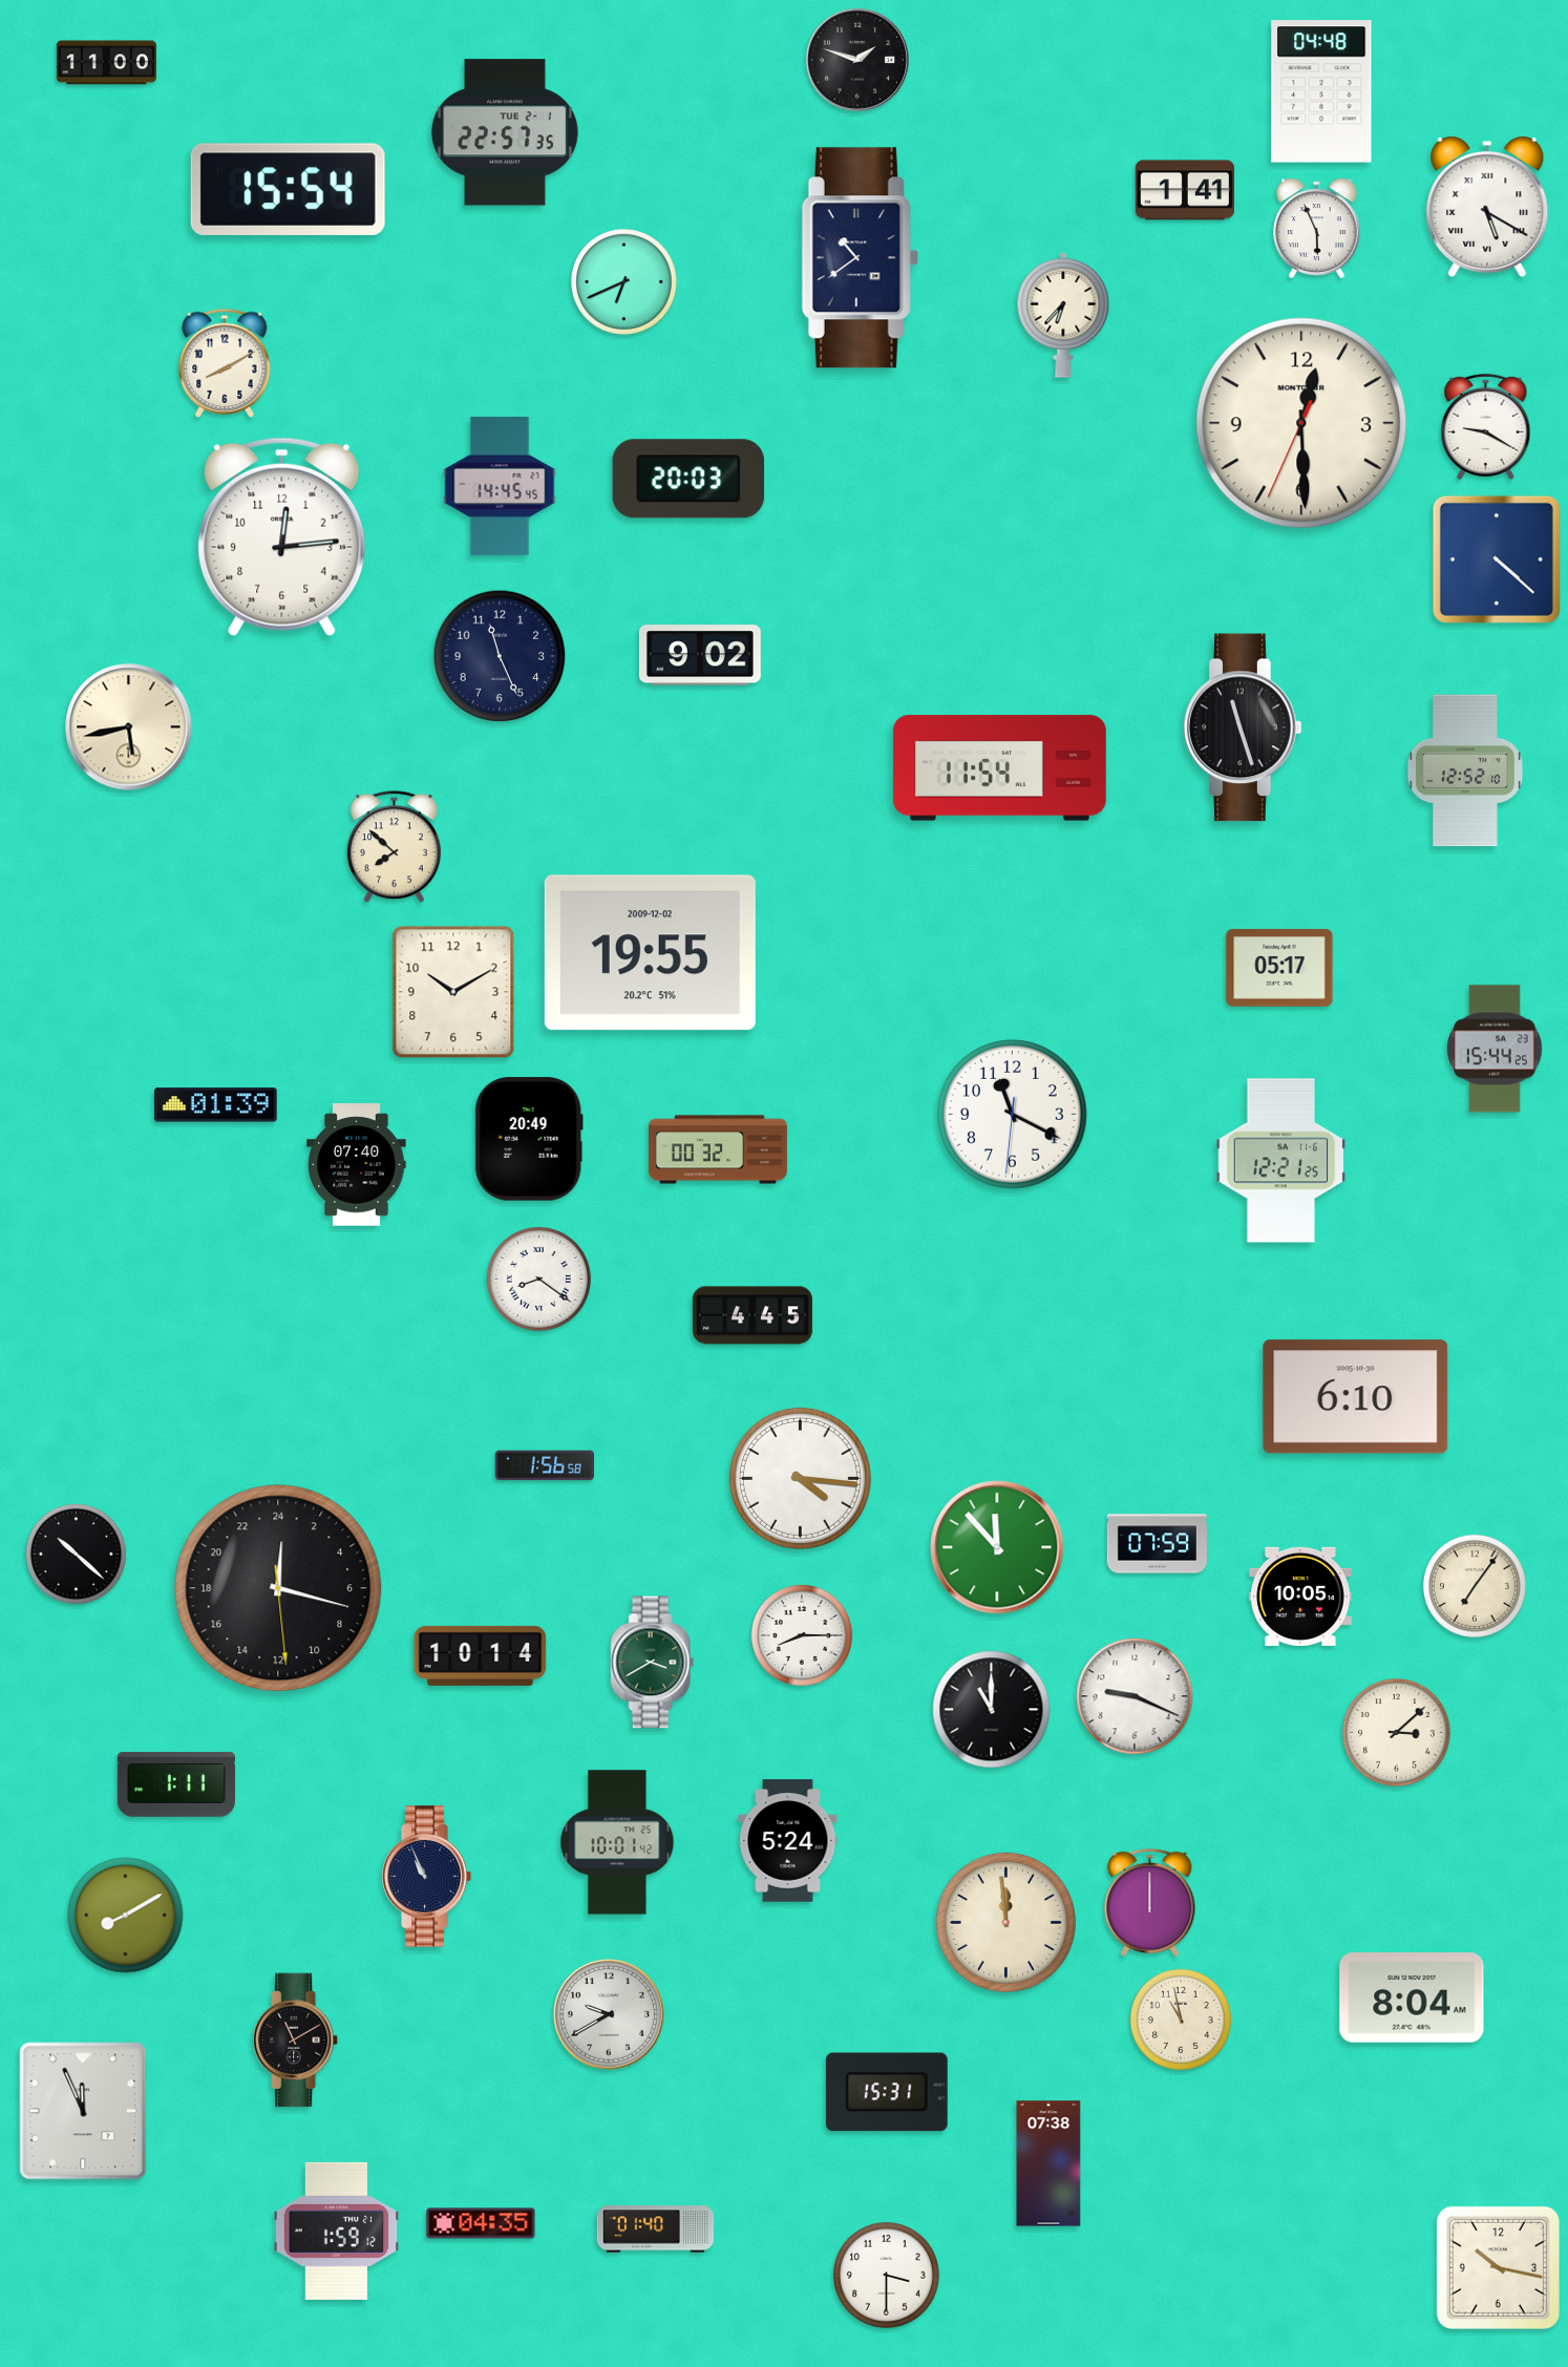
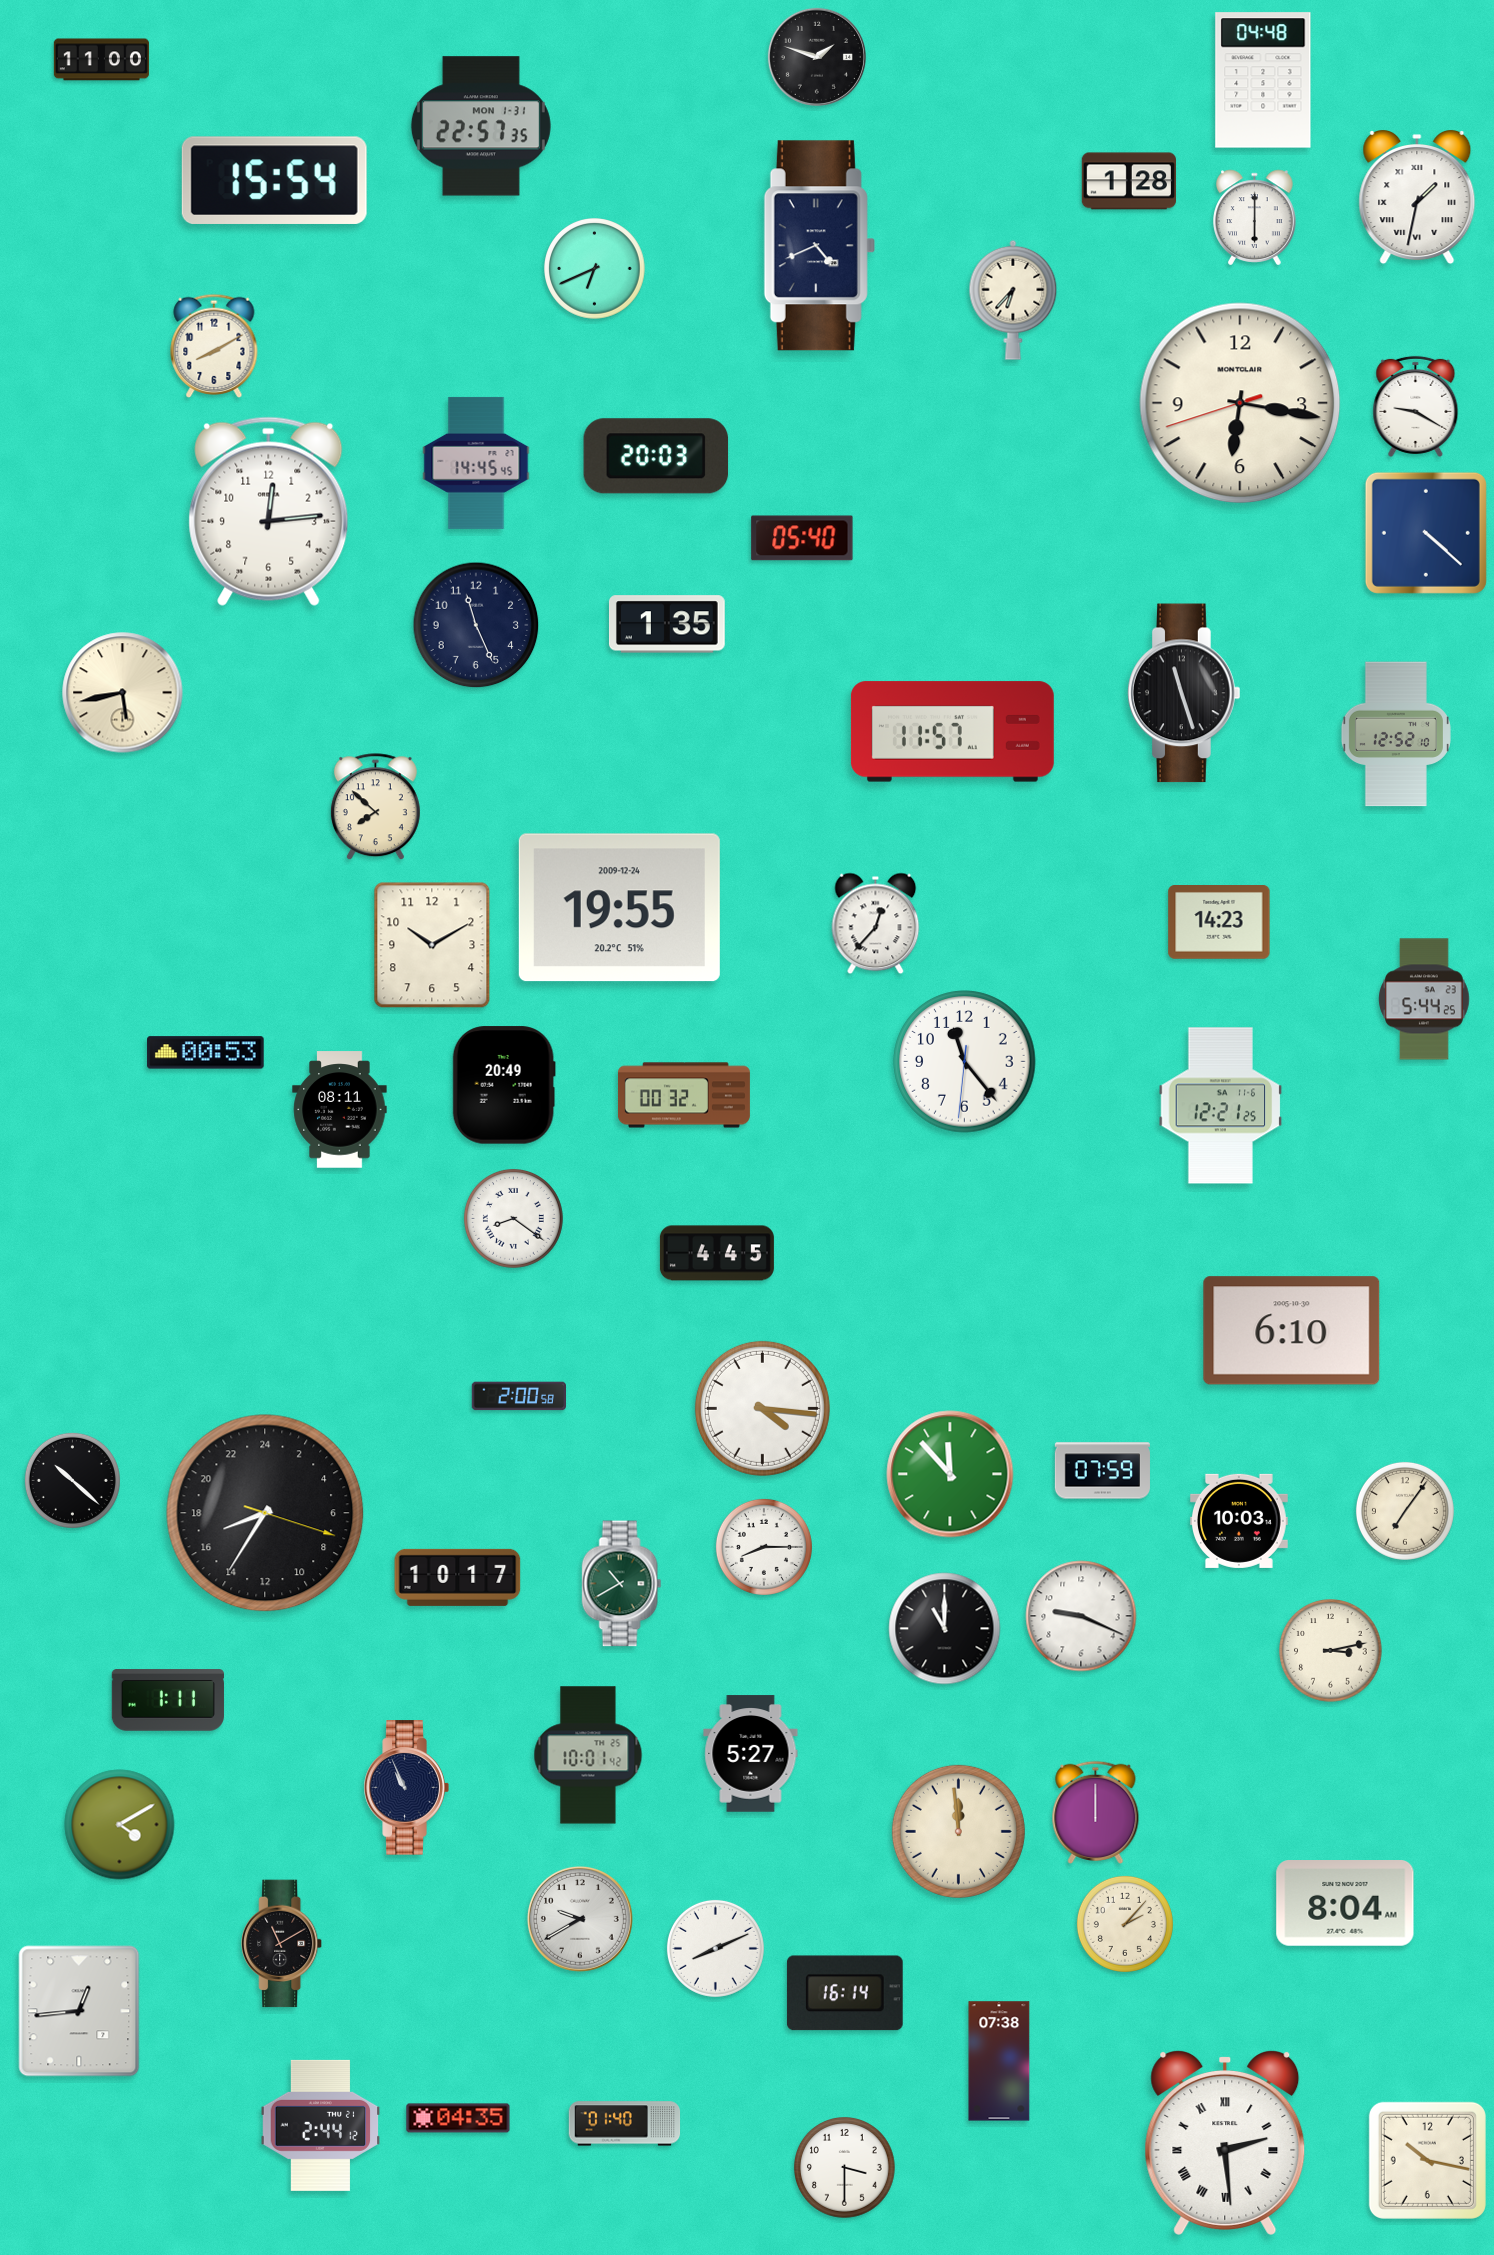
clock at (1321, 91) position: (1321, 91) -> (1263, 80)
clock at (505, 132) date: TUE 2-1 -> MON 1-31
clock at (1184, 190): 1:41 -> 1:28
clock at (1487, 208): 5:20 -> 1:32
clock at (1317, 229): 5:56 -> 6:00
clock at (860, 258): 10:39 -> 4:41
clock at (1301, 423): 12:29 -> 6:16
clock at (802, 538): none -> 05:40
clock at (700, 655): 9:02 -> 1:35
clock at (999, 768): 11:54 -> 11:57
clock at (650, 953) date: 2009-12-02 -> 2009-12-24
clock at (1279, 969): 05:17 -> 14:23
clock at (876, 924): none -> 12:37
clock at (1495, 1049): 15:44 -> 5:44
clock at (216, 1105): 01:39 -> 00:53
clock at (1013, 1115): 11:19 -> 11:23
clock at (357, 1165): 07:40 -> 08:11
clock at (544, 1465): 1:56 -> 2:00
clock at (278, 1588): 0:17 -> 16:35
clock at (1300, 1597): 10:05 -> 10:03
clock at (802, 1635) position: (802, 1635) -> (764, 1547)
clock at (481, 1655): 10:14 -> 10:17
clock at (653, 1663): 3:40 -> 10:40
clock at (1397, 1733): 3:08 -> 3:13
clock at (788, 1841): 5:24 -> 5:27
clock at (126, 1916): 8:10 -> 4:10
clock at (1181, 2020): 10:58 -> 2:07
clock at (715, 1948): none -> 8:11
clock at (887, 2092): 15:31 -> 16:14
clock at (83, 2111): 11:56 -> 12:44
clock at (337, 2231): 1:59 -> 2:44
clock at (1225, 2143): none -> 2:29
